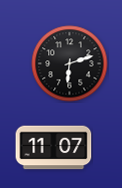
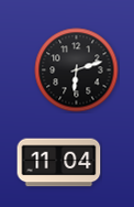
clock at (54, 148): 11:07 -> 11:04
